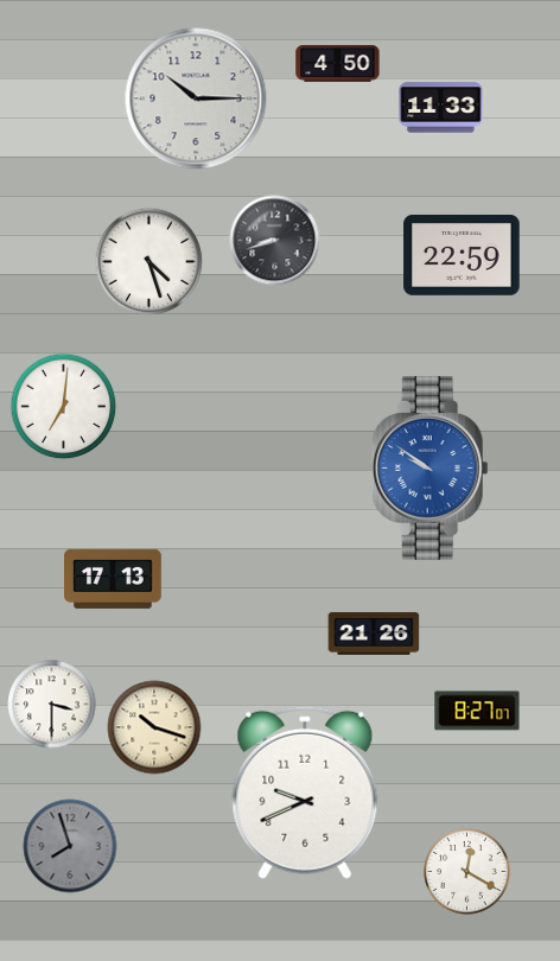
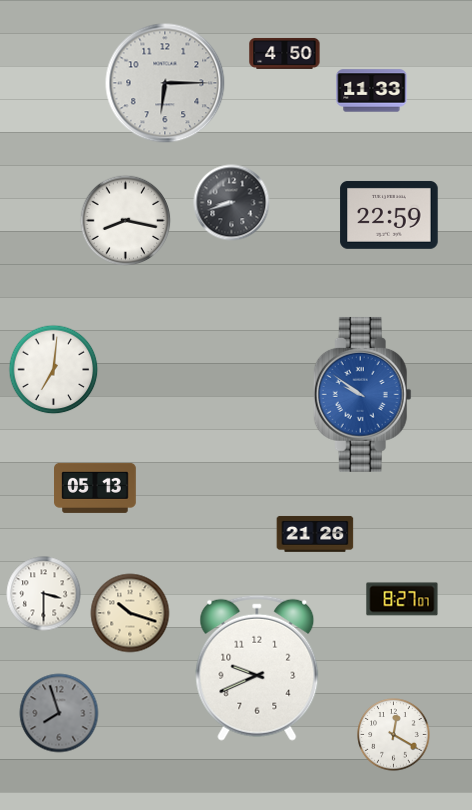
clock at (196, 98): 10:15 -> 6:15
clock at (149, 262): 4:27 -> 8:17
clock at (64, 407) position: (64, 407) -> (54, 370)
clock at (113, 579): 17:13 -> 05:13
